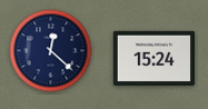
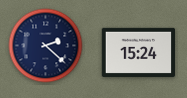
clock at (51, 51): 12:22 -> 2:22
